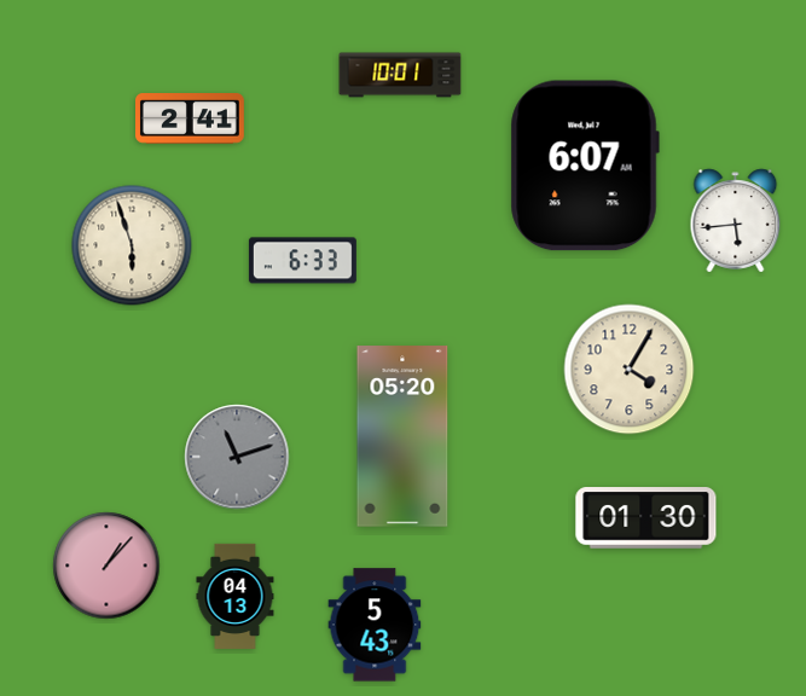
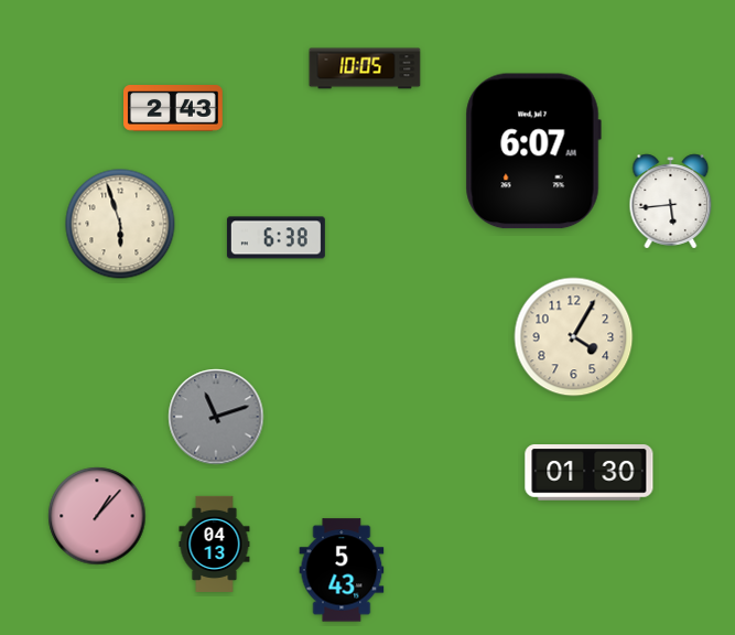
clock at (400, 75): 10:01 -> 10:05
clock at (191, 118): 2:41 -> 2:43
clock at (302, 261): 6:33 -> 6:38
clock at (402, 436): 05:20 -> none
